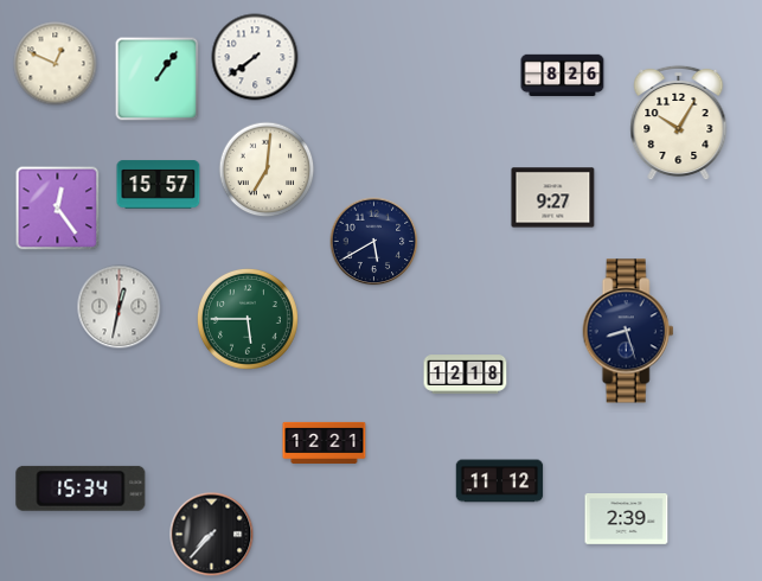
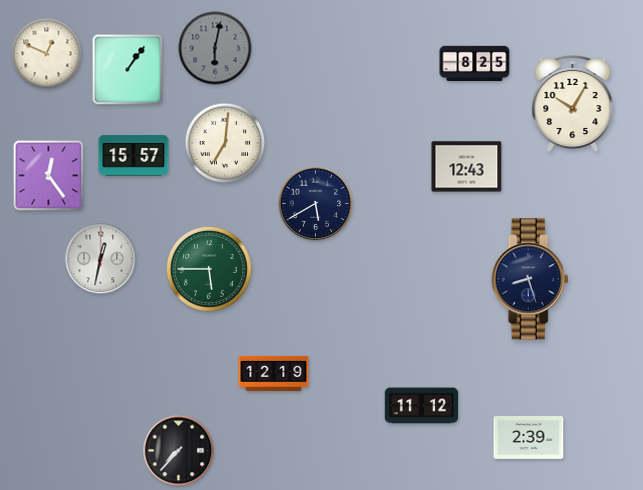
clock at (255, 57): 7:39 -> 6:02
clock at (255, 57) dial: white -> grey
clock at (563, 76): 8:26 -> 8:25
clock at (158, 79) position: (158, 79) -> (128, 70)
clock at (553, 198): 9:27 -> 12:43
clock at (466, 375): 12:18 -> none
clock at (325, 442): 12:21 -> 12:19
clock at (81, 489): 15:34 -> none
